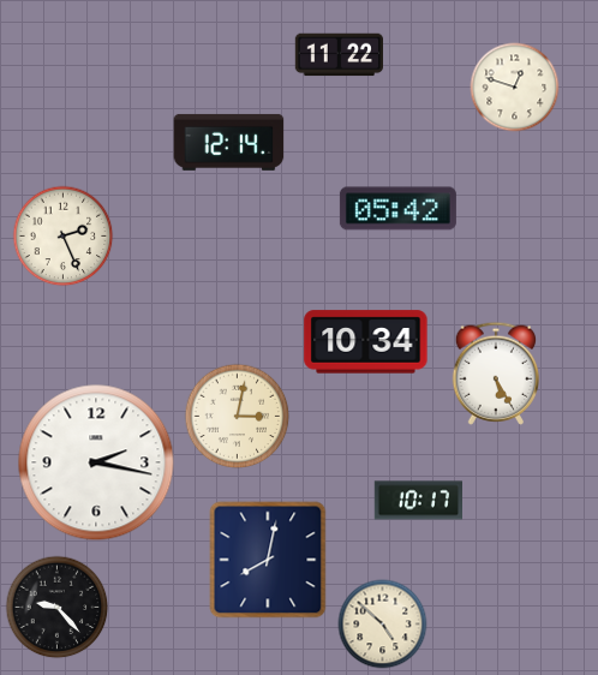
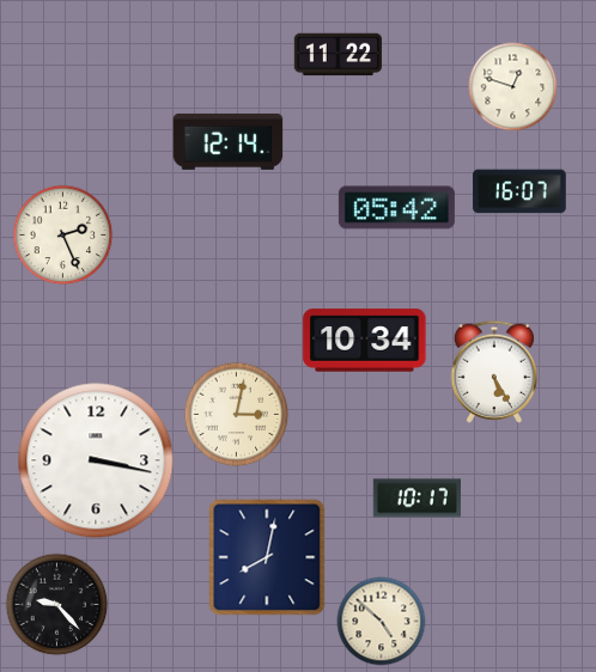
clock at (519, 191): none -> 16:07
clock at (96, 462): 2:17 -> 3:17
